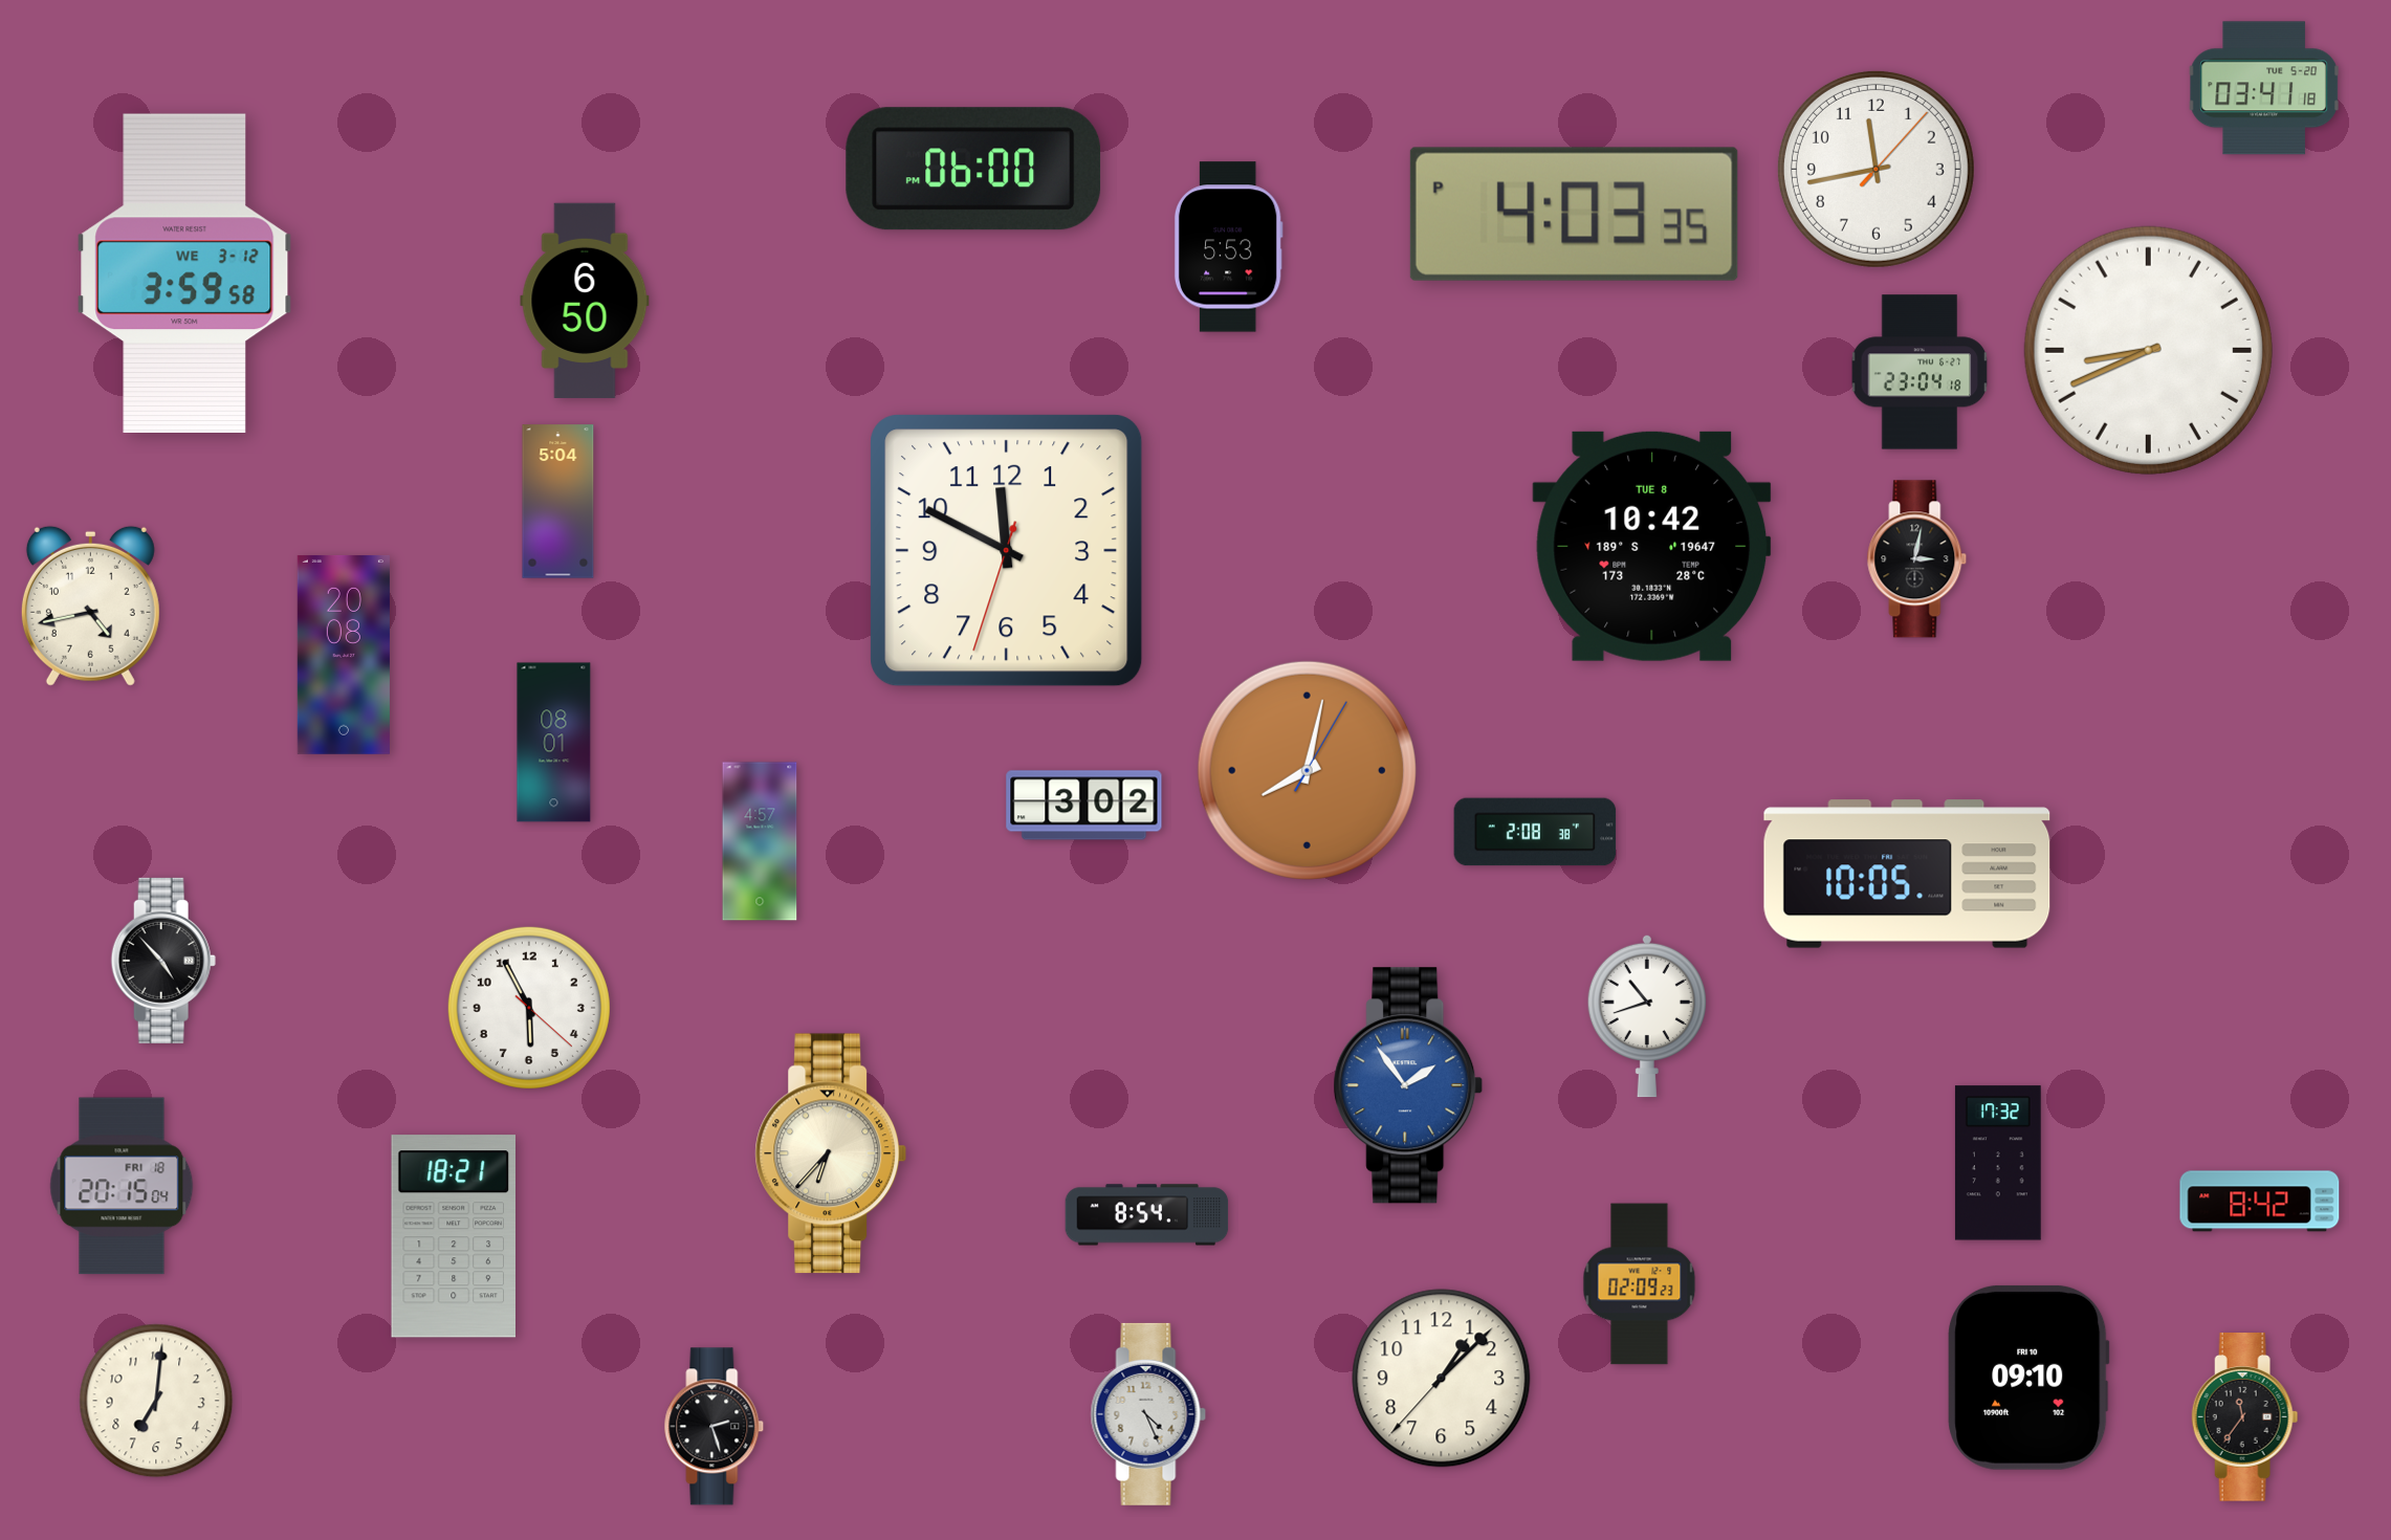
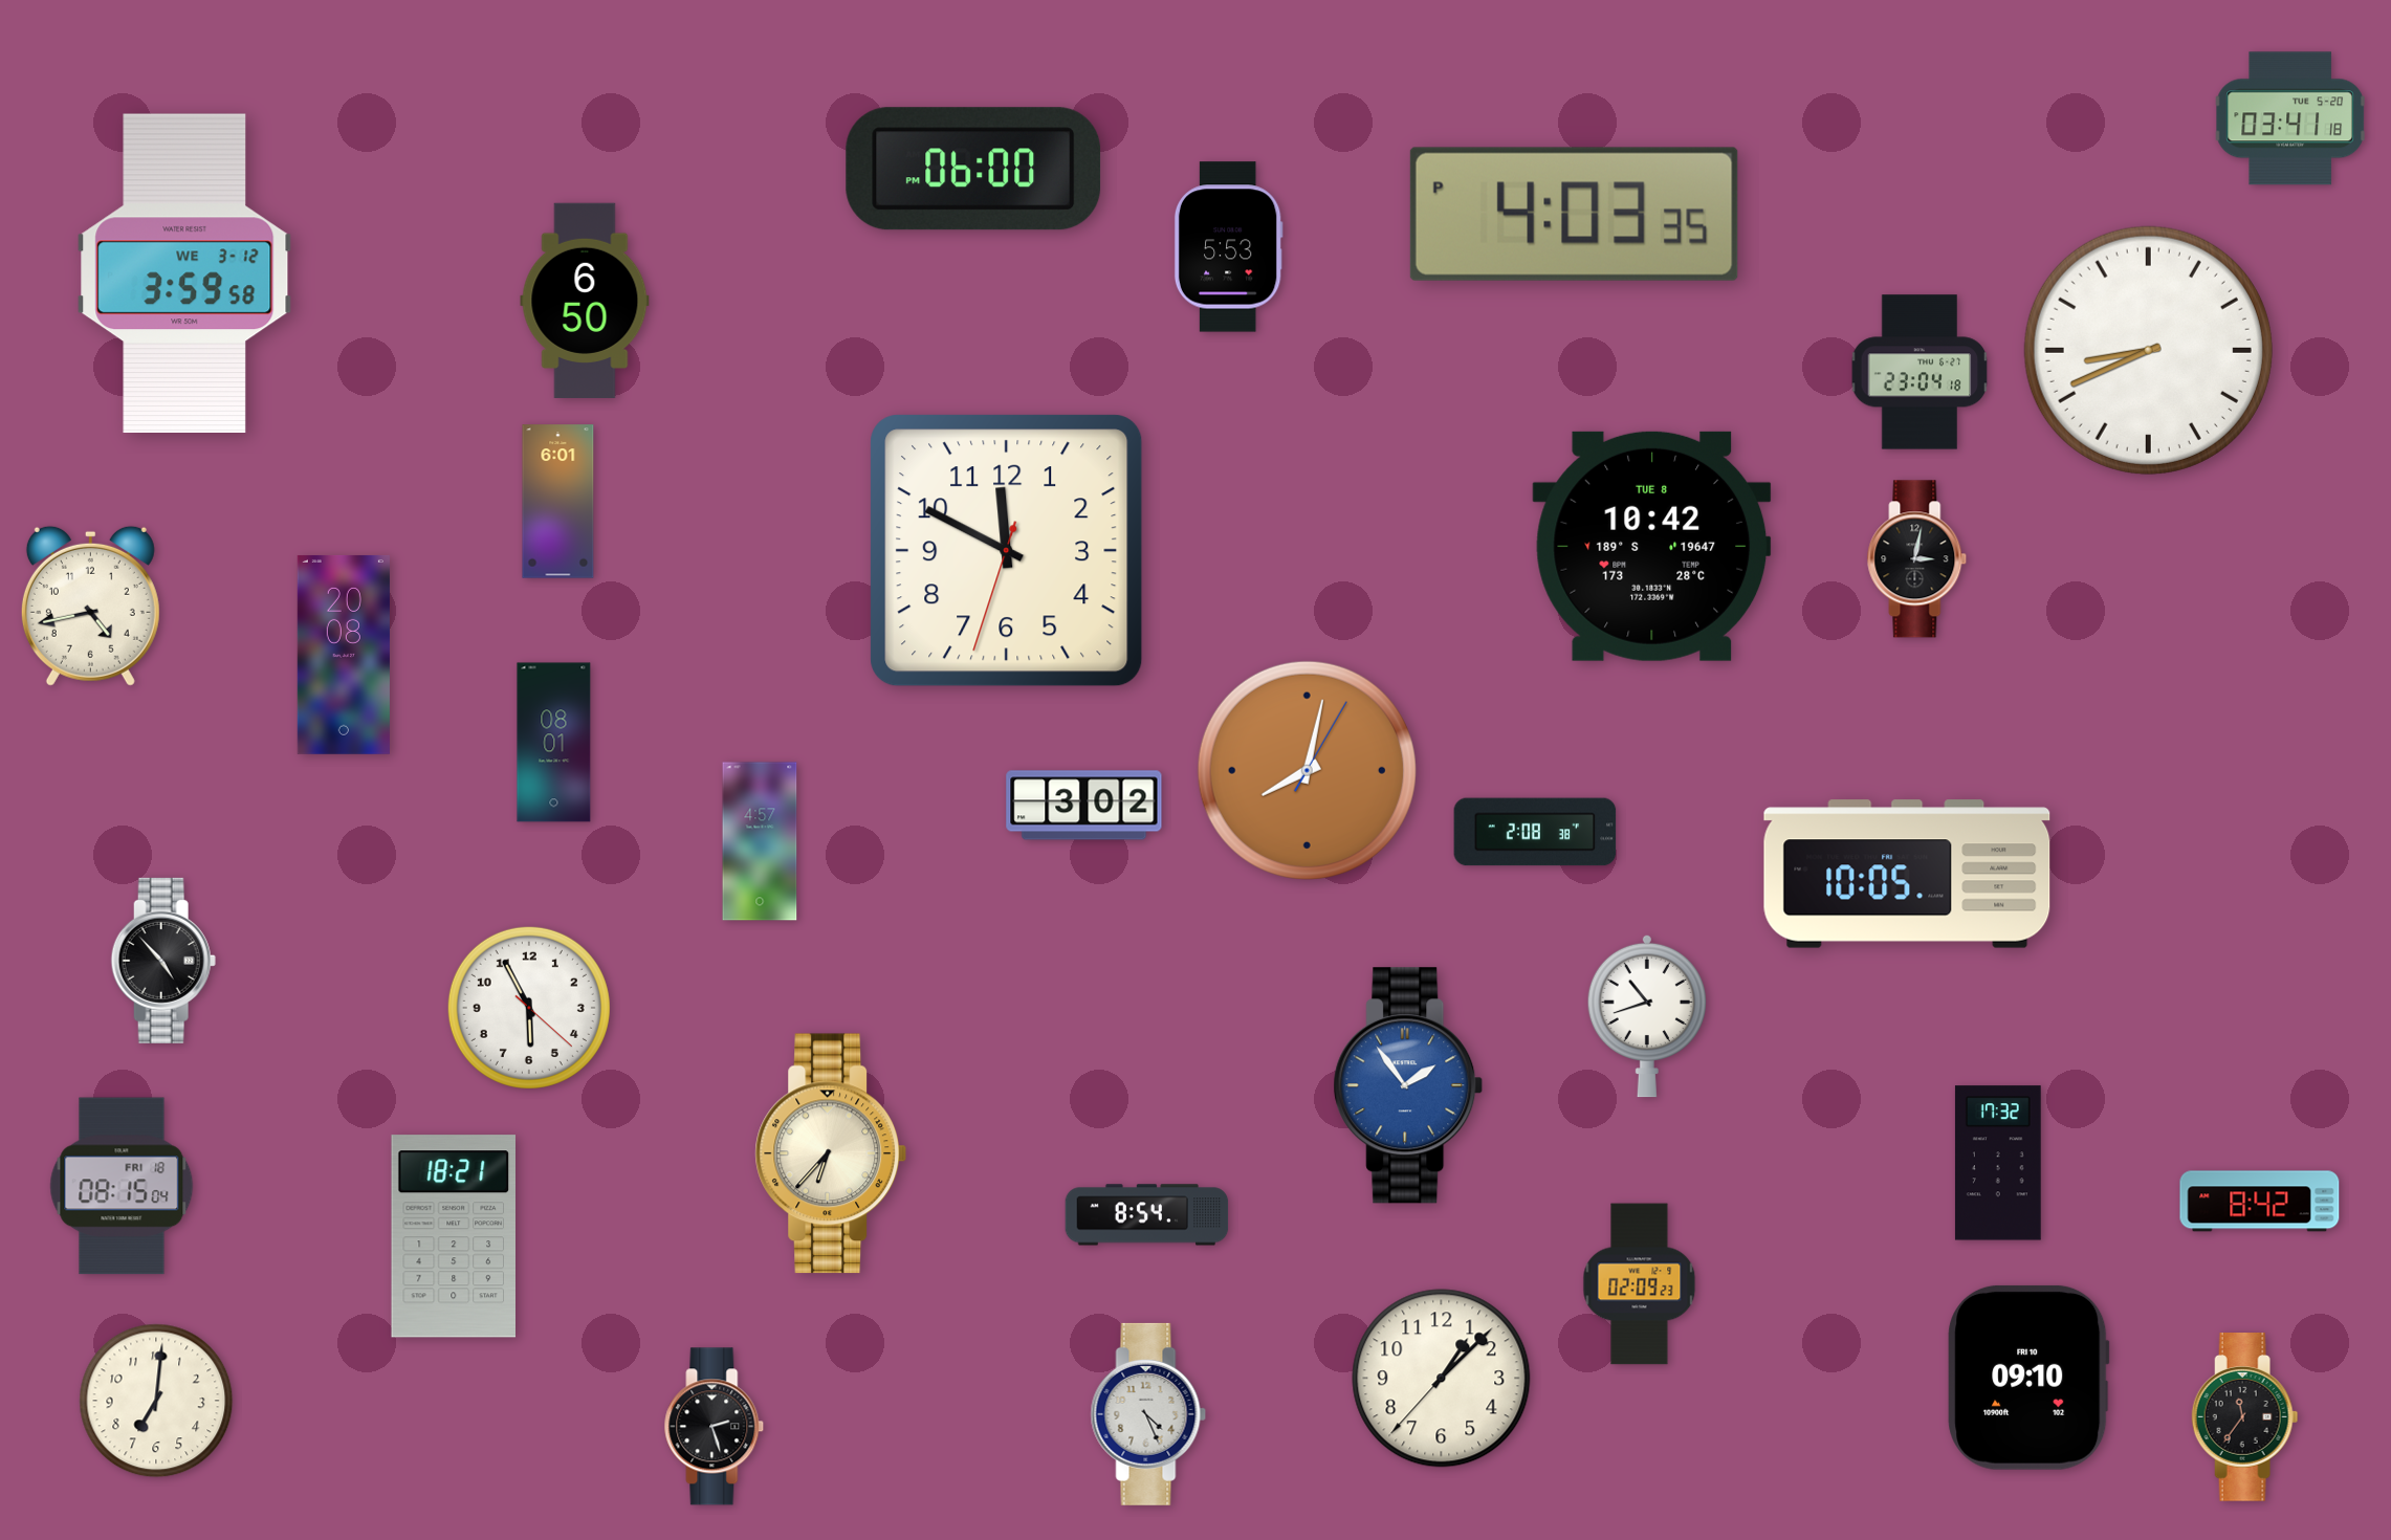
clock at (2264, 88) position: (2264, 88) -> (2290, 118)
clock at (1875, 169): 11:43 -> none
clock at (558, 502): 5:04 -> 6:01
clock at (122, 1186): 20:15 -> 08:15
